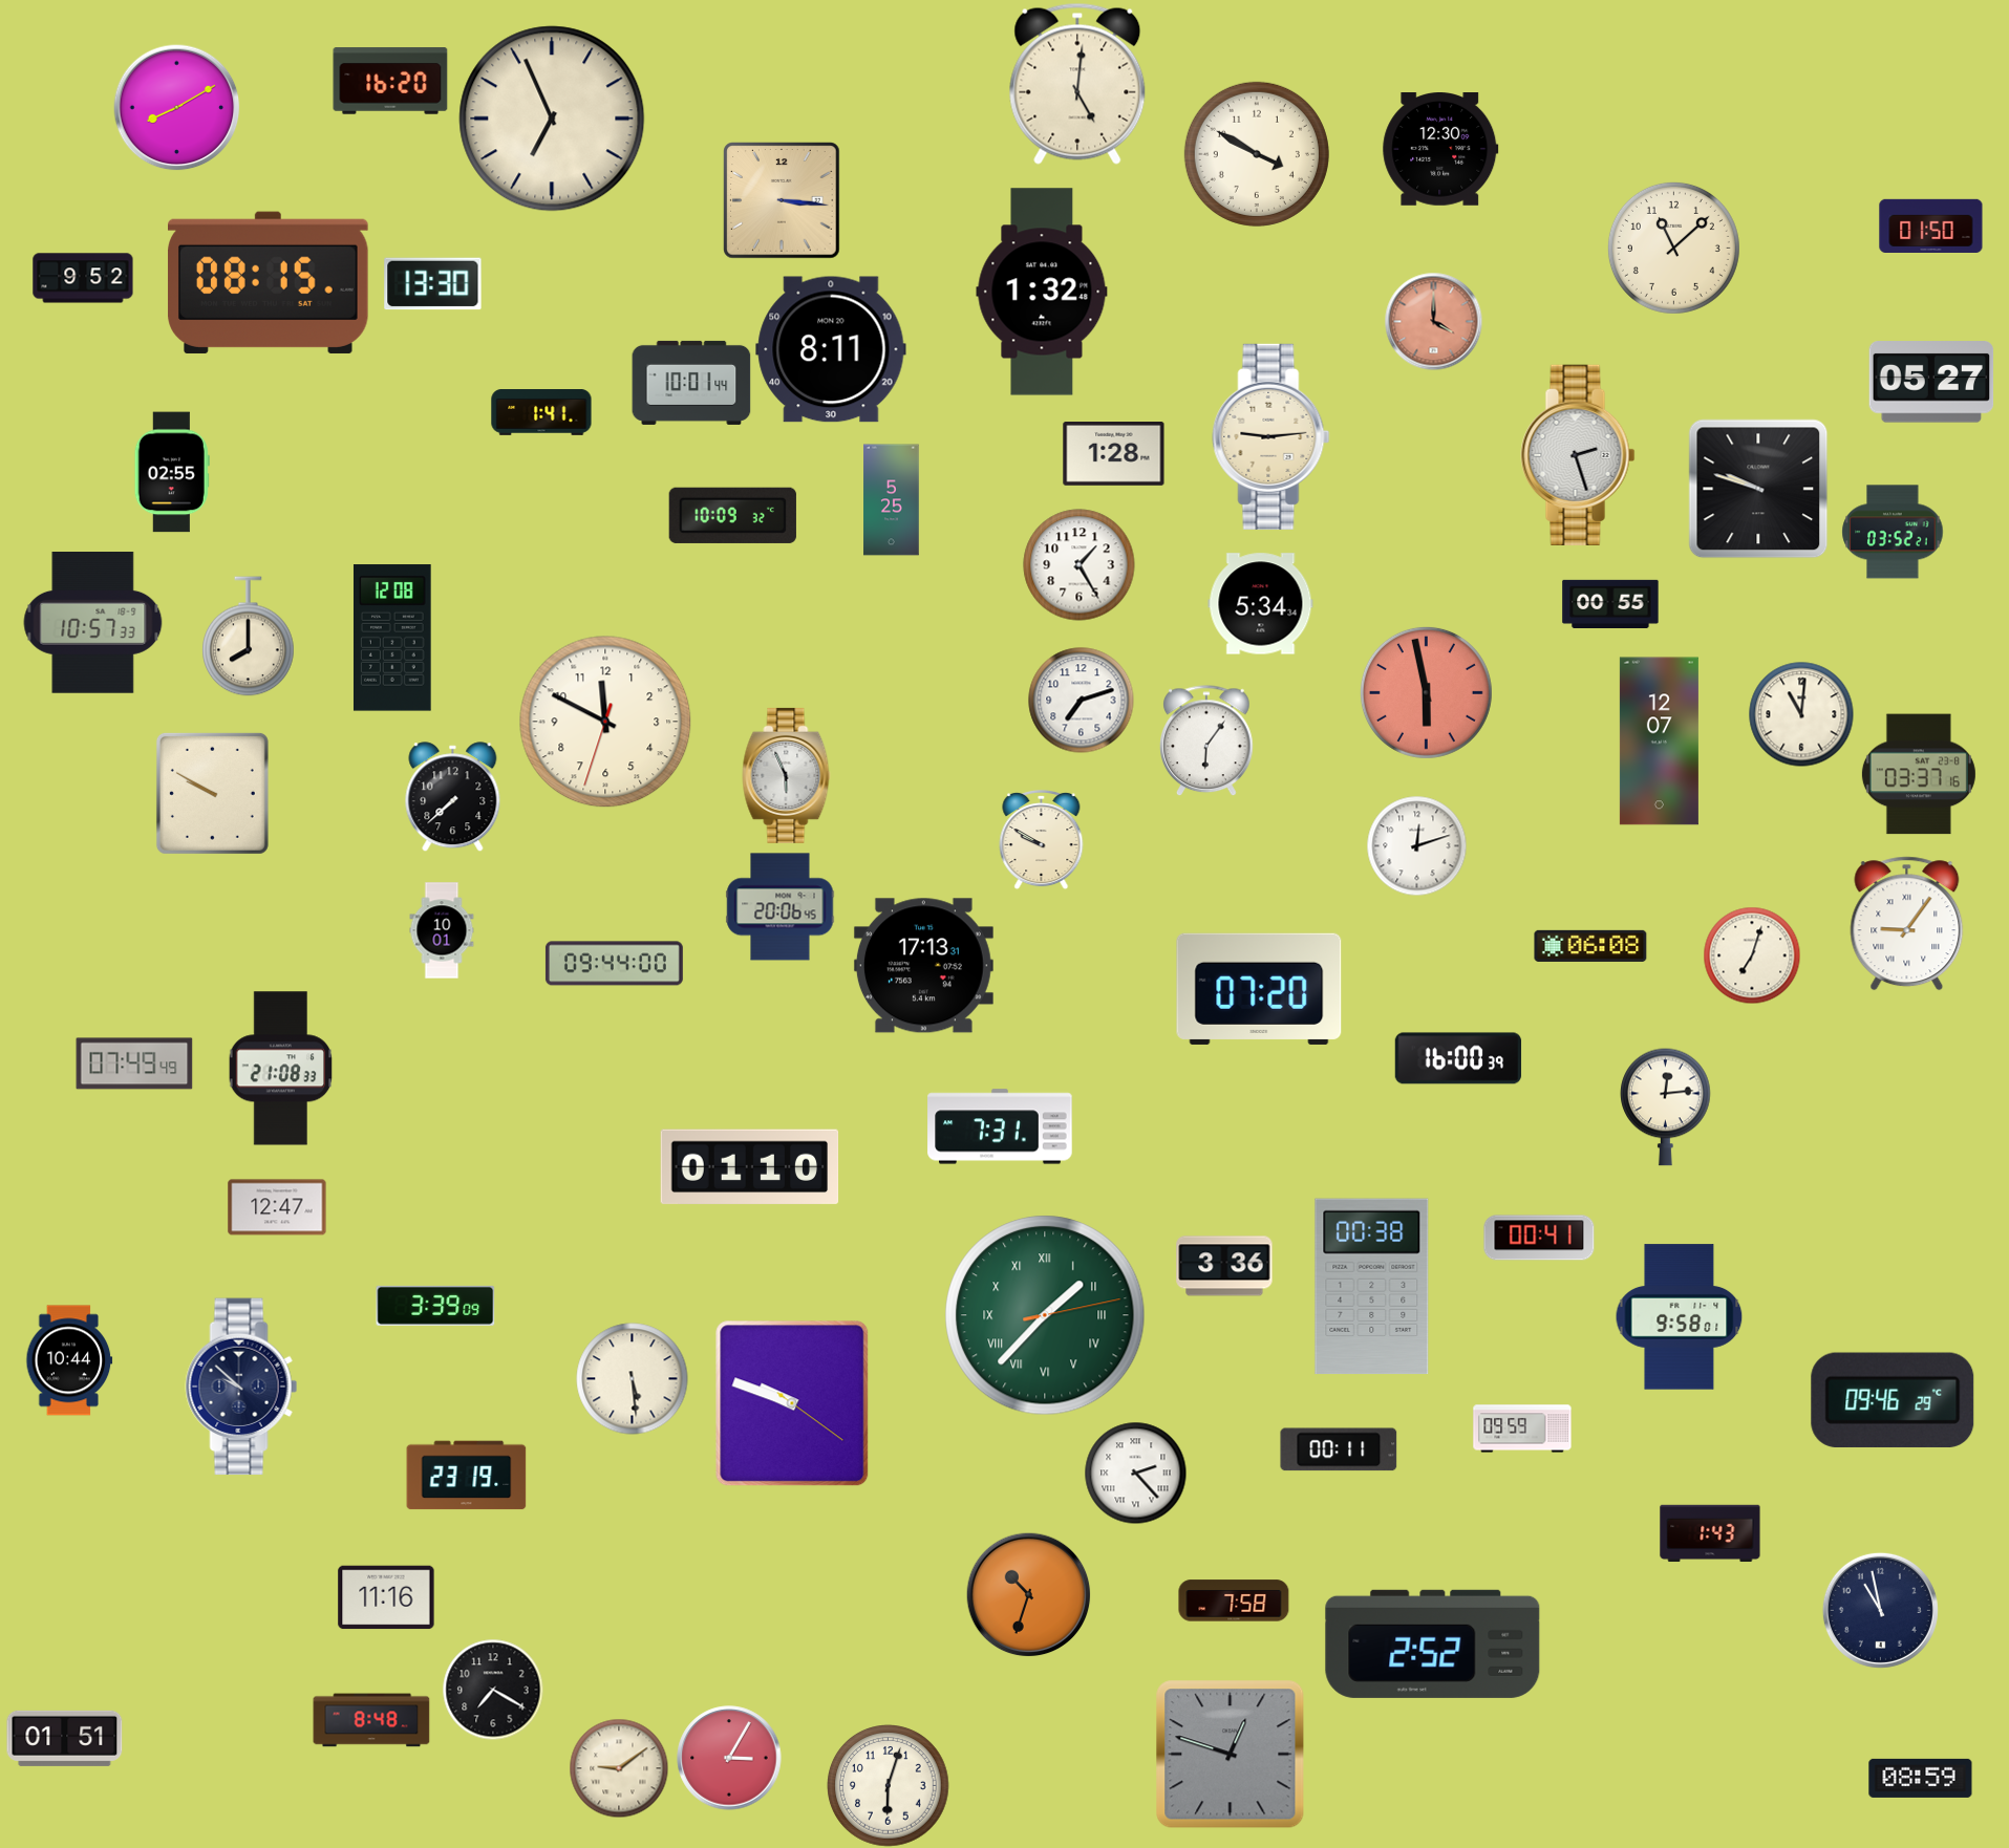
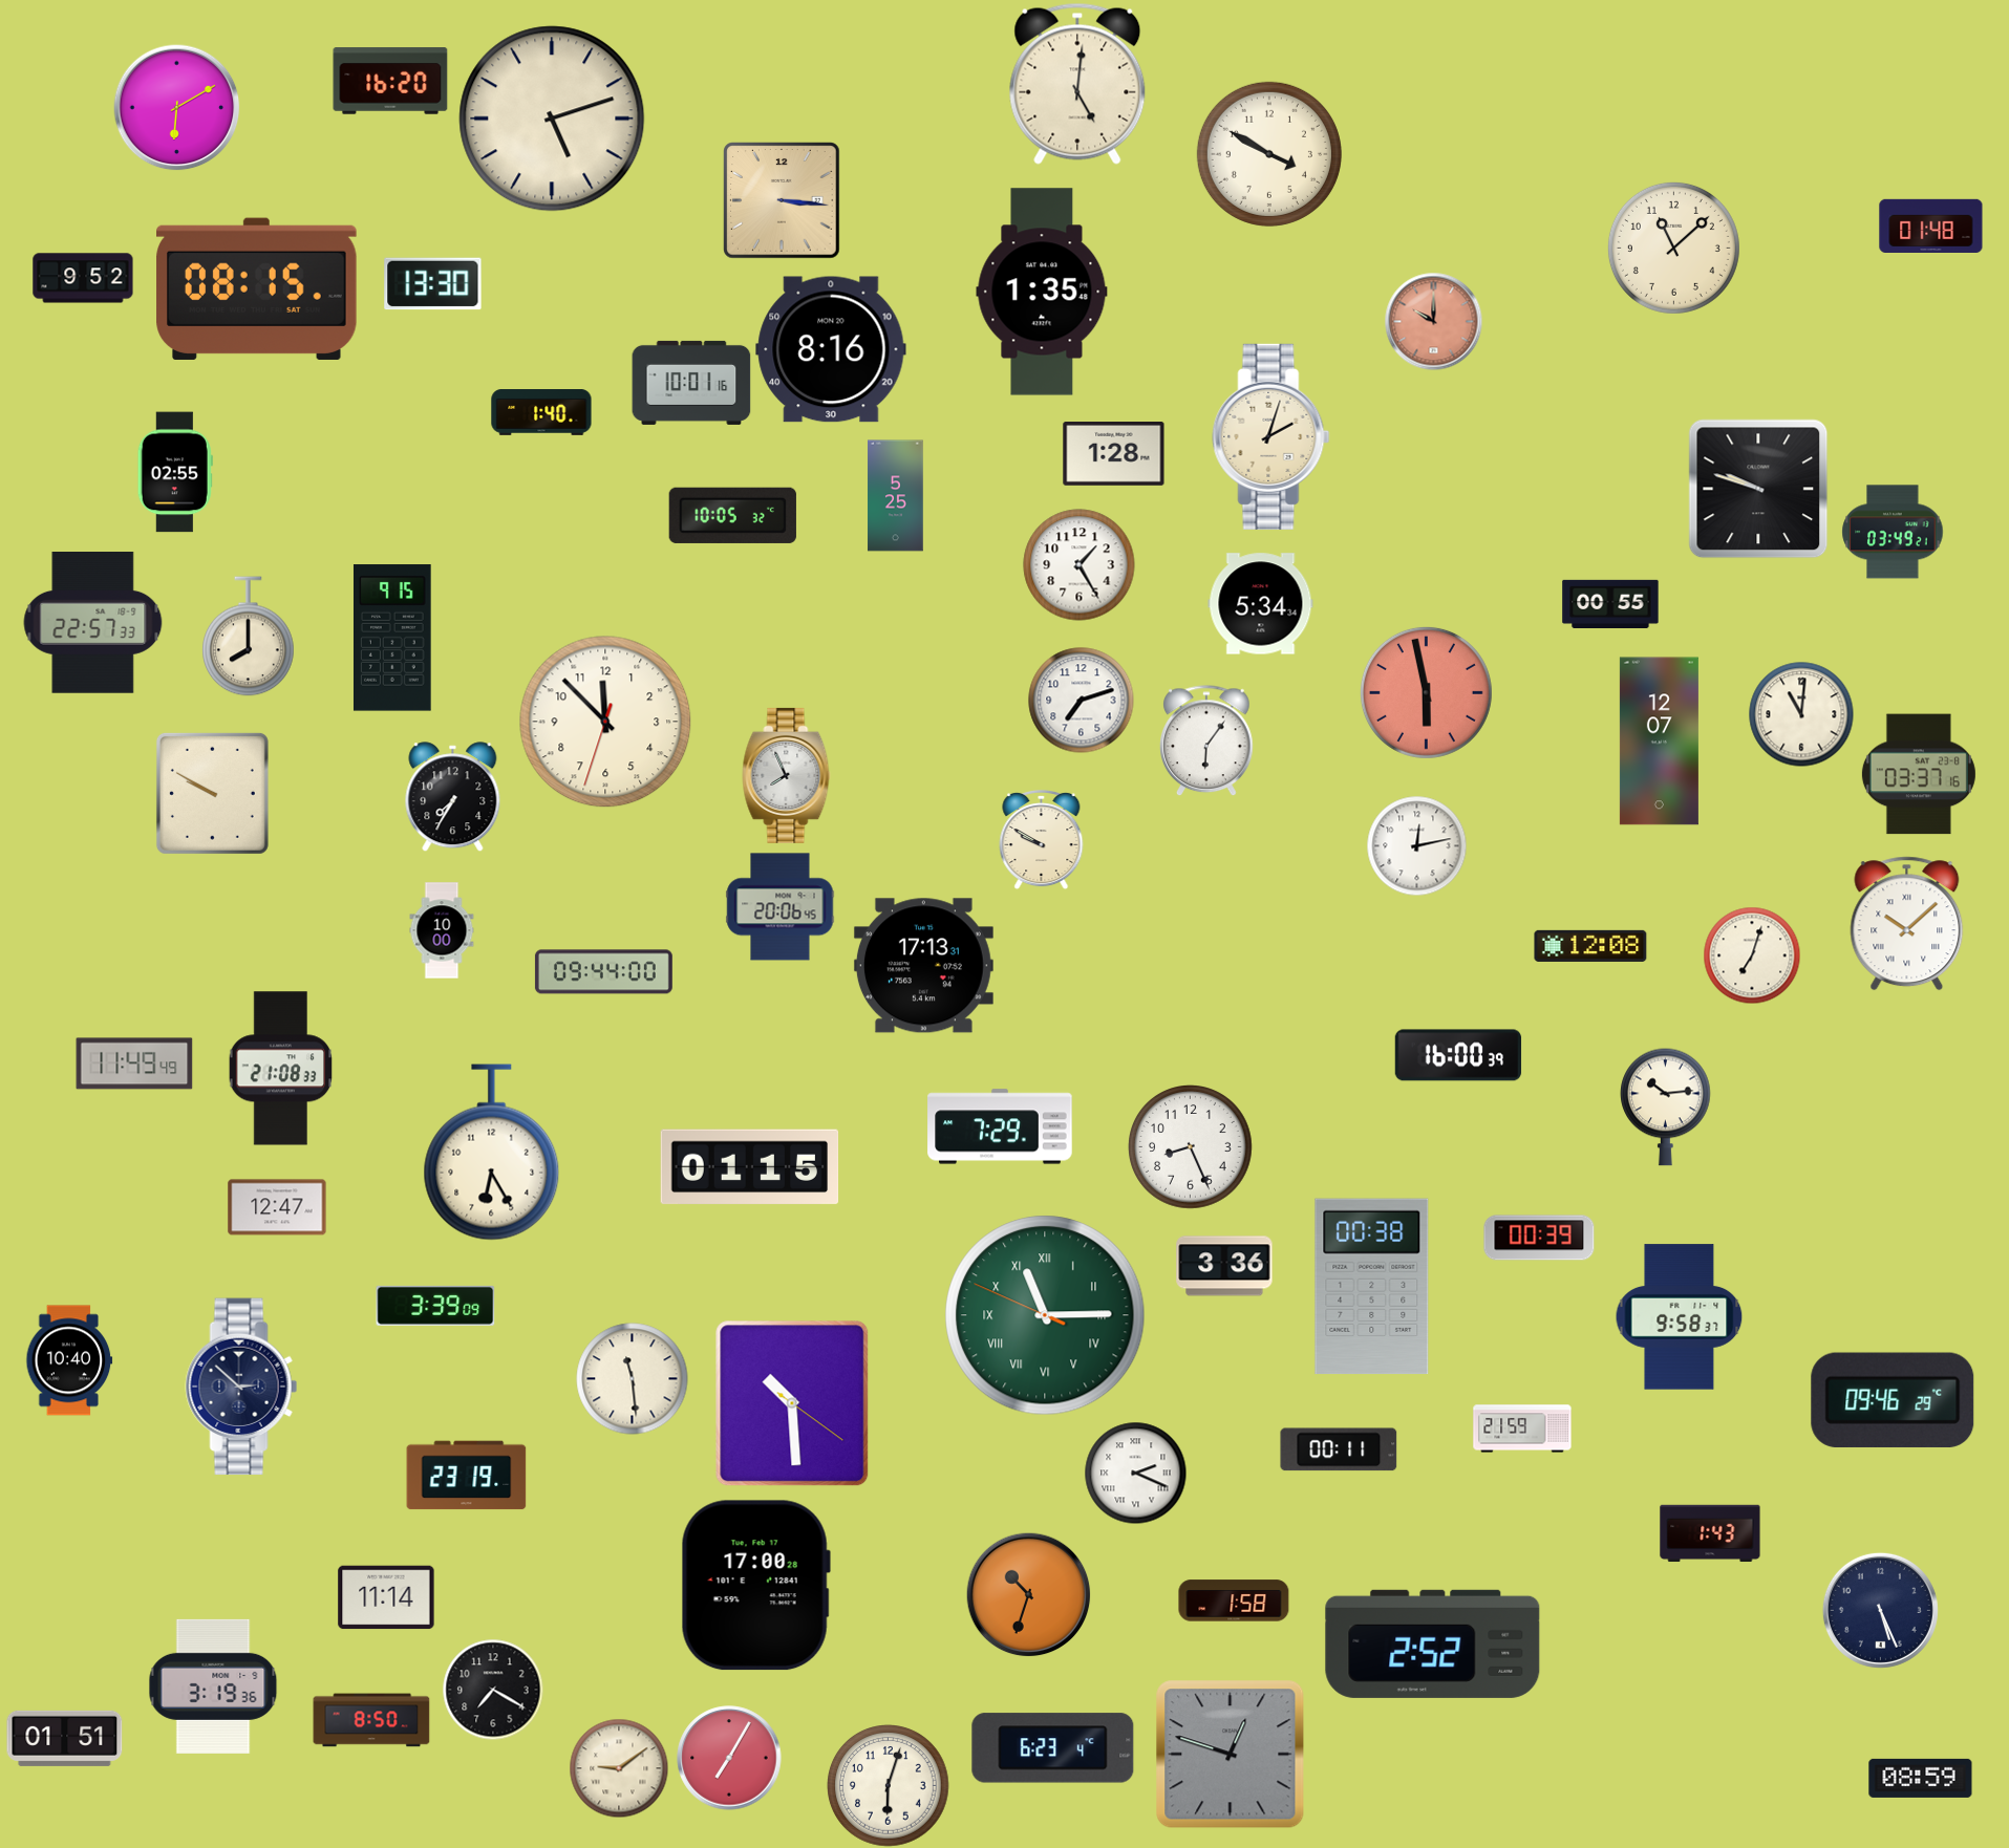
clock at (177, 108): 8:10 -> 6:10
clock at (552, 119): 6:56 -> 5:12
clock at (1440, 150): 12:30 -> none
clock at (1257, 154) position: (1257, 154) -> (1269, 154)
clock at (1931, 225): 01:50 -> 01:48
clock at (269, 282) position: (269, 282) -> (257, 288)
clock at (1042, 292): 1:32 -> 1:35
clock at (1433, 321): 4:00 -> 10:00
clock at (831, 349): 8:11 -> 8:16
clock at (1931, 382): 05:27 -> none
clock at (691, 383): 10:01:44 -> 10:01:16
clock at (541, 413): 1:41 -> 1:40
clock at (1271, 436): 9:14 -> 2:03
clock at (1578, 455): 2:27 -> none
clock at (172, 472) position: (172, 472) -> (175, 472)
clock at (892, 500) position: (892, 500) -> (896, 496)
clock at (732, 515): 10:09 -> 10:05
clock at (1893, 532): 03:52 -> 03:49
clock at (93, 623): 10:57 -> 22:57
clock at (392, 638): 12:08 -> 9:15
clock at (605, 722): 11:49 -> 11:52
clock at (787, 775): 5:56 -> 7:56
clock at (453, 797): 7:38 -> 7:35
clock at (1416, 845): 12:12 -> 12:13
clock at (1907, 924): 9:06 -> 10:08
clock at (442, 930): 10:01 -> 10:00
clock at (1590, 946): 06:08 -> 12:08
clock at (614, 964) position: (614, 964) -> (603, 972)
clock at (1259, 989): 07:20 -> none
clock at (1458, 1058) position: (1458, 1058) -> (1458, 1055)
clock at (134, 1063): 07:49 -> 11:49
clock at (1666, 1106): 12:14 -> 10:14
clock at (1000, 1126): 7:31 -> 7:29
clock at (1191, 1147): none -> 8:26
clock at (492, 1153): none -> 6:25
clock at (750, 1167): 01:10 -> 01:15
clock at (1539, 1238): 00:41 -> 00:39
clock at (1045, 1315): 1:37 -> 11:14
clock at (1680, 1317): 9:58:01 -> 9:58:37
clock at (69, 1360): 10:44 -> 10:40
clock at (633, 1379): 5:29 -> 11:29
clock at (241, 1387): 9:52 -> 2:52
clock at (792, 1403): 9:48 -> 10:29
clock at (1522, 1428): 09:59 -> 21:59
clock at (1135, 1473): 2:23 -> 2:19
clock at (755, 1586): none -> 17:00
clock at (386, 1597): 11:16 -> 11:14
clock at (1234, 1600): 7:58 -> 1:58
clock at (1880, 1610): 10:58 -> 5:26
clock at (213, 1686): none -> 3:19
clock at (371, 1720): 8:48 -> 8:50
clock at (1053, 1748): none -> 6:23
clock at (729, 1758): 3:05 -> 7:05
